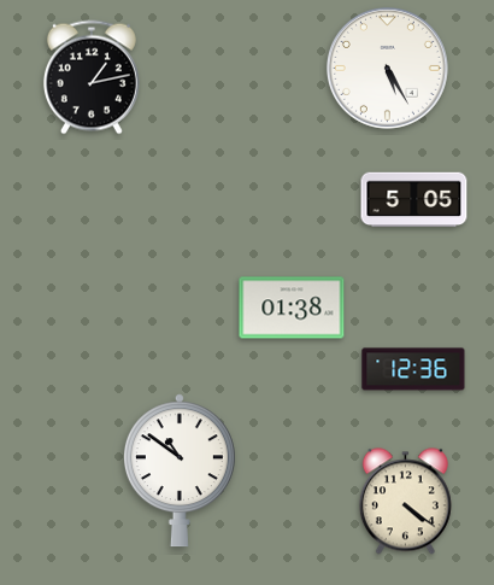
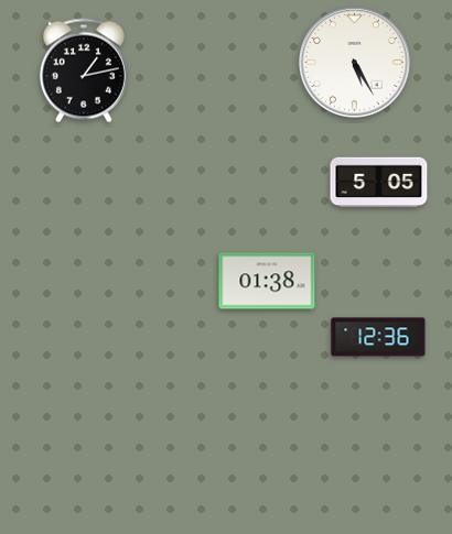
clock at (180, 470): 10:51 -> none
clock at (405, 502): 4:21 -> none
